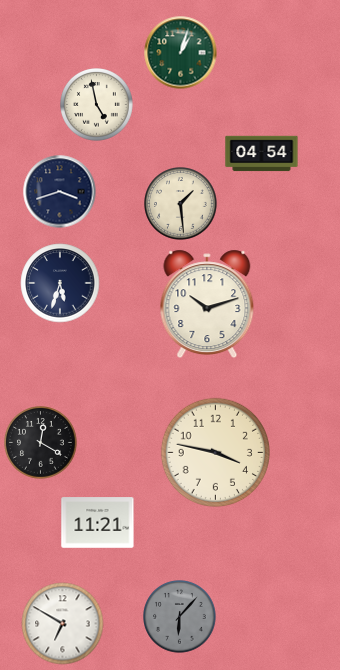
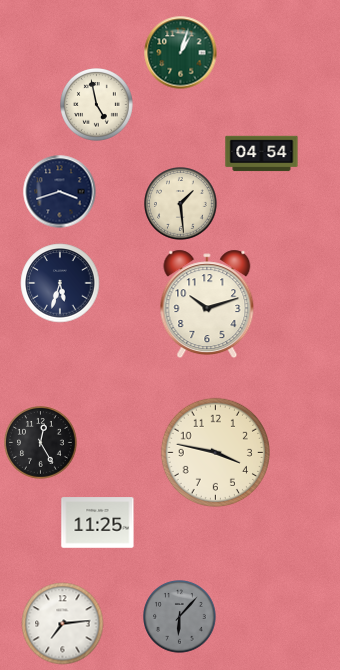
clock at (41, 443): 12:20 -> 12:25
clock at (98, 523): 11:21 -> 11:25
clock at (63, 624): 6:50 -> 7:14
